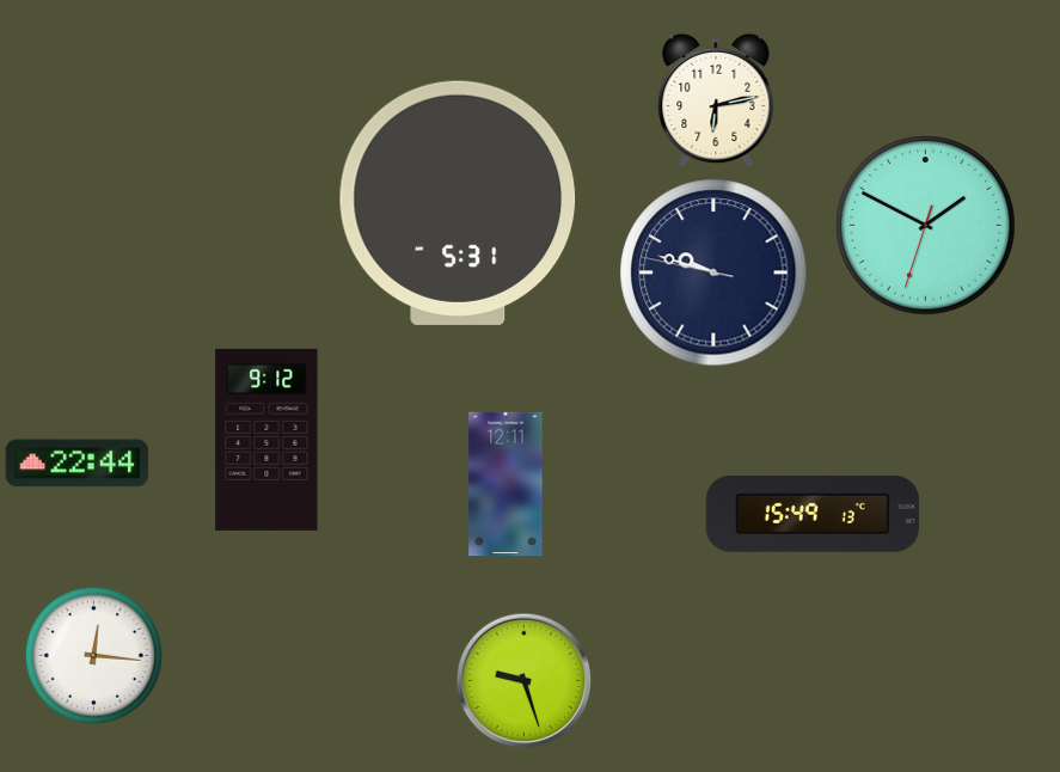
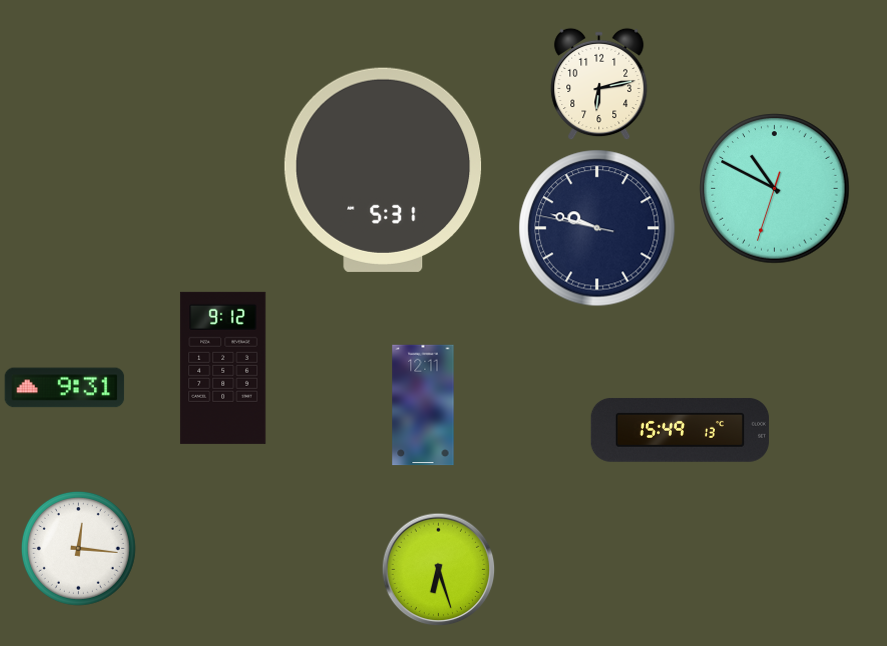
clock at (926, 226): 1:49 -> 10:49
clock at (78, 464): 22:44 -> 9:31
clock at (525, 681): 9:27 -> 6:27
